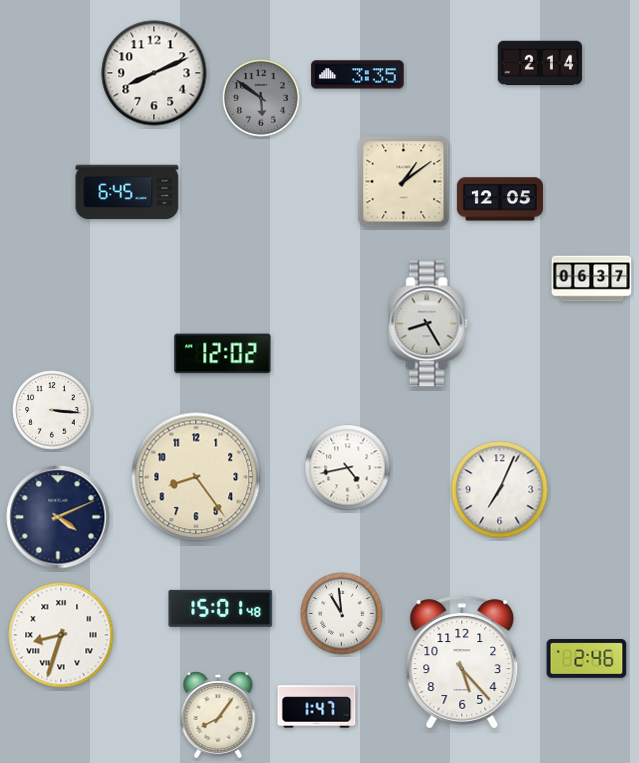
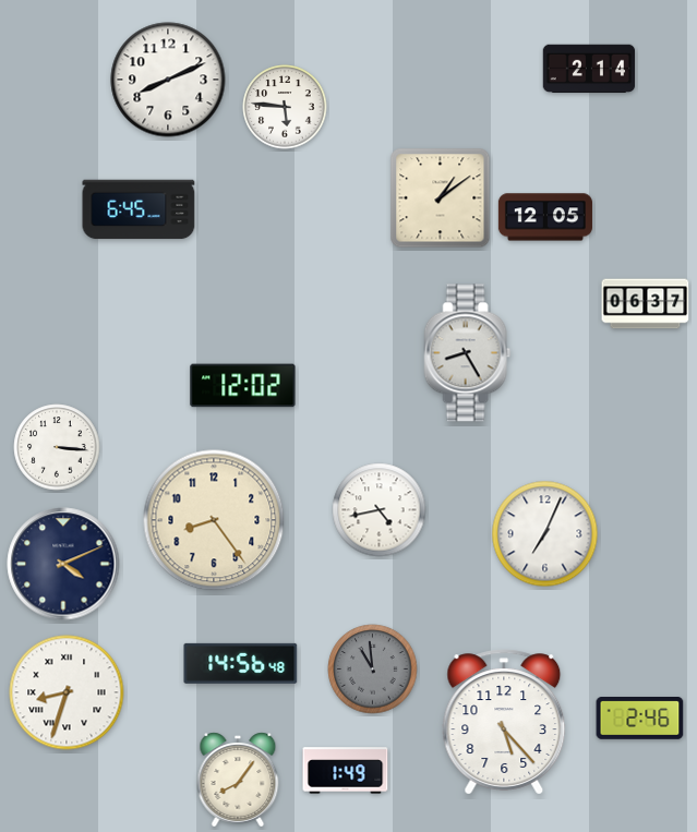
clock at (358, 75): 3:35 -> none
clock at (261, 98): 5:51 -> 5:46
clock at (261, 98) dial: grey -> white
clock at (221, 608): 15:01 -> 14:56
clock at (342, 614) dial: white -> grey
clock at (317, 707): 1:47 -> 1:49
